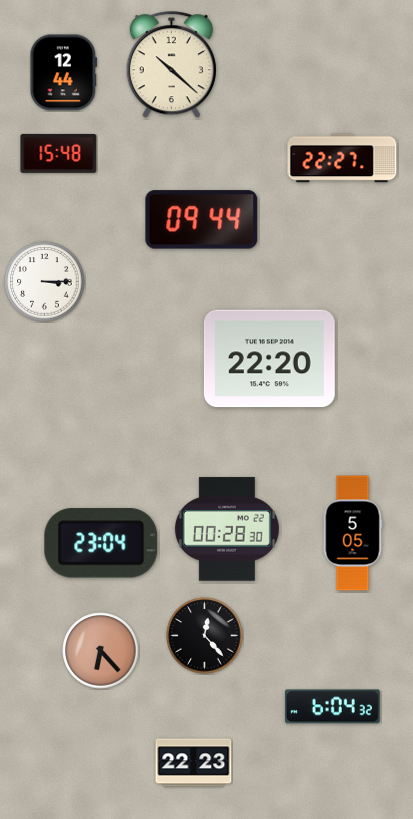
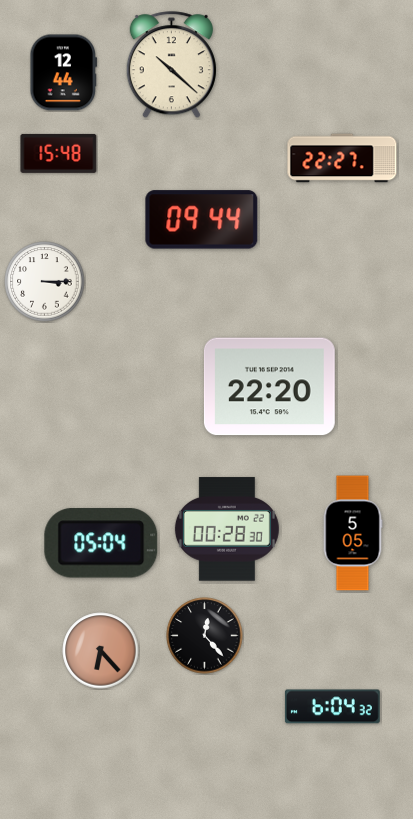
clock at (269, 359) position: (269, 359) -> (269, 387)
clock at (101, 543): 23:04 -> 05:04
clock at (194, 763): 22:23 -> none
